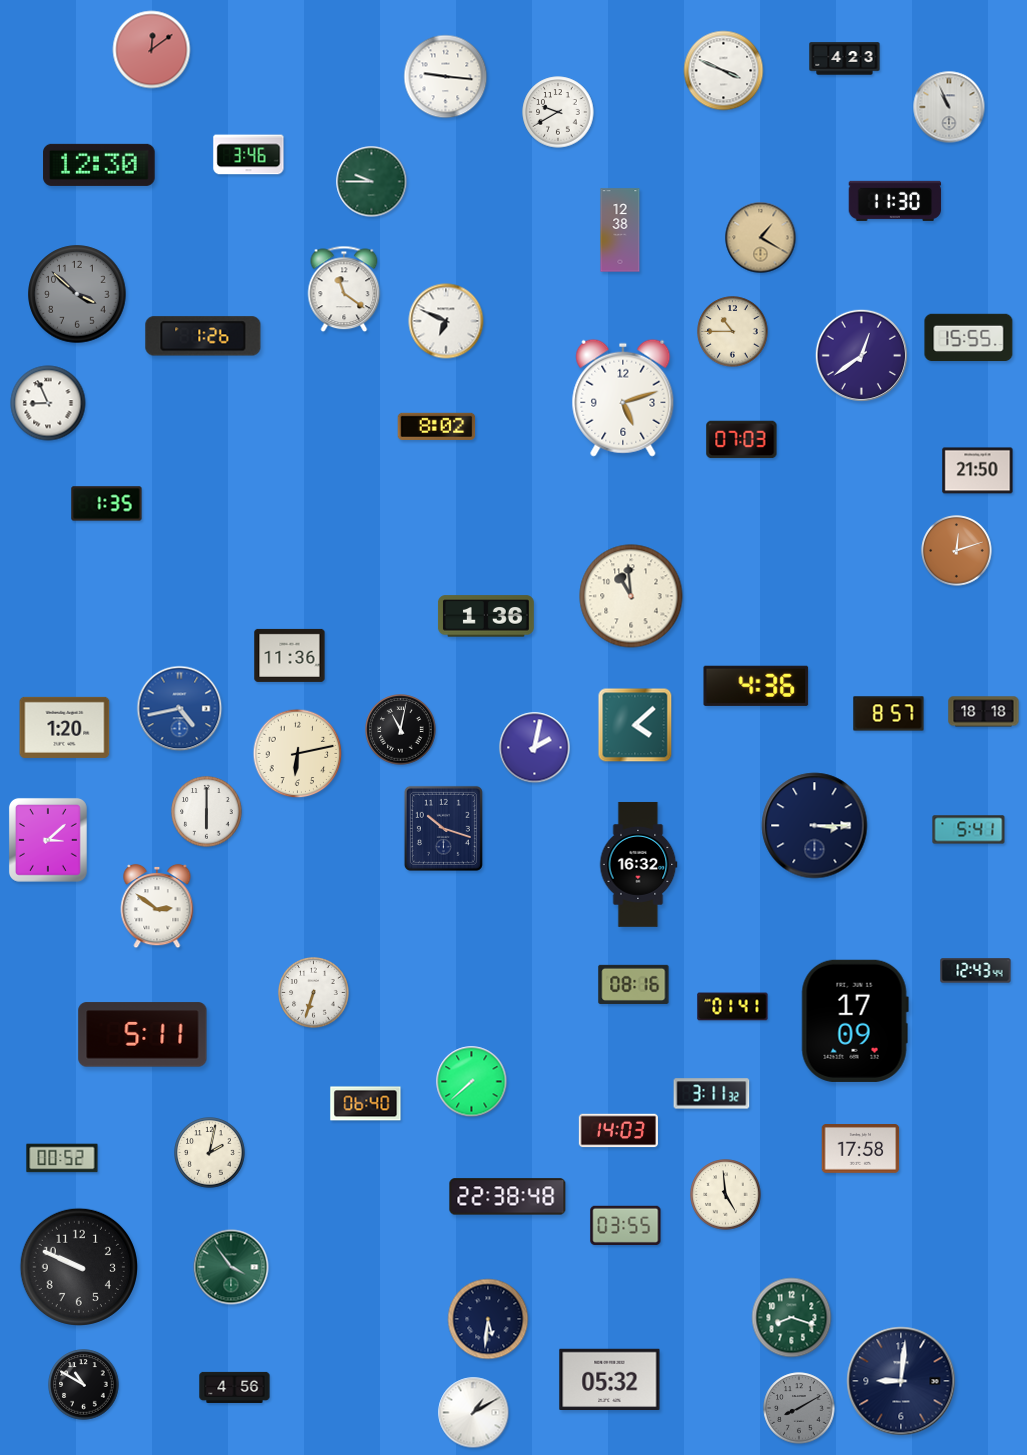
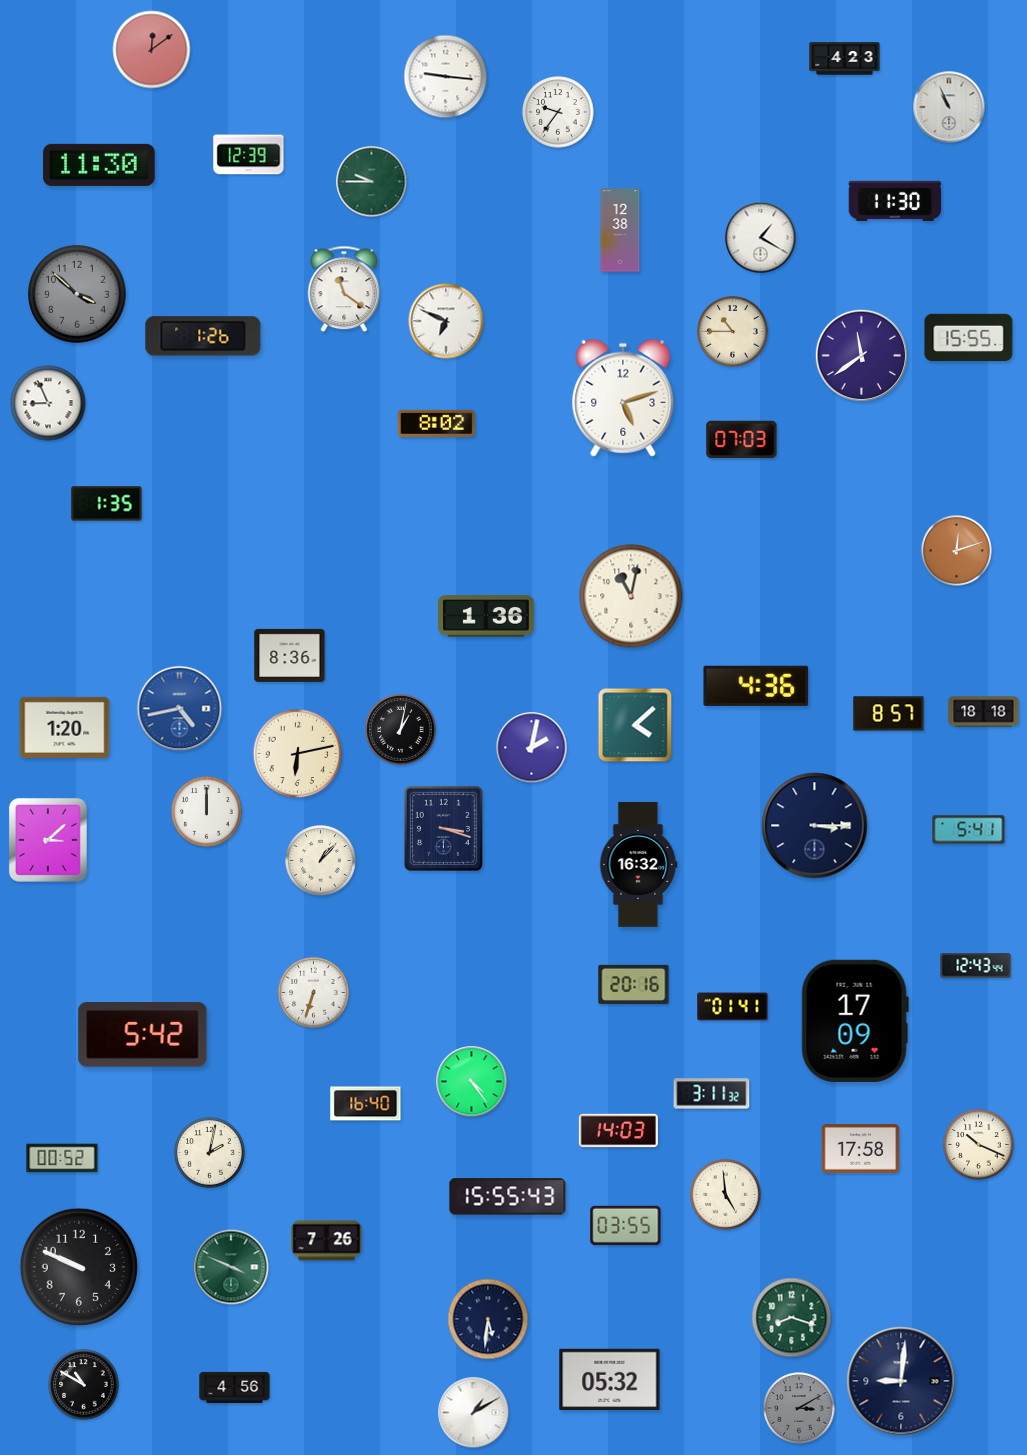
clock at (724, 71): 3:49 -> none
clock at (558, 112): 9:40 -> 9:36
clock at (249, 155): 3:46 -> 12:39
clock at (99, 165): 12:30 -> 11:30
clock at (761, 238) dial: champagne -> white
clock at (861, 355): 12:39 -> 11:39
clock at (437, 426) position: (437, 426) -> (437, 423)
clock at (978, 471): 21:50 -> none
clock at (631, 596): 10:59 -> 11:02
clock at (290, 655): 11:36 -> 8:36
clock at (401, 730): 11:02 -> 1:02
clock at (535, 748) position: (535, 748) -> (532, 748)
clock at (207, 812): 6:00 -> 12:00
clock at (443, 828): 10:18 -> 3:18
clock at (321, 861): none -> 1:07
clock at (157, 906): 2:51 -> none
clock at (976, 971) position: (976, 971) -> (976, 966)
clock at (634, 984): 08:16 -> 20:16
clock at (143, 1035): 5:11 -> 5:42
clock at (472, 1082): 7:38 -> 4:24
clock at (366, 1104): 06:40 -> 16:40
clock at (979, 1145): none -> 10:19
clock at (508, 1197): 22:38 -> 15:55
clock at (327, 1241): none -> 7:26
clock at (231, 1267): 3:54 -> 3:49
clock at (799, 1408): 8:10 -> 3:10
